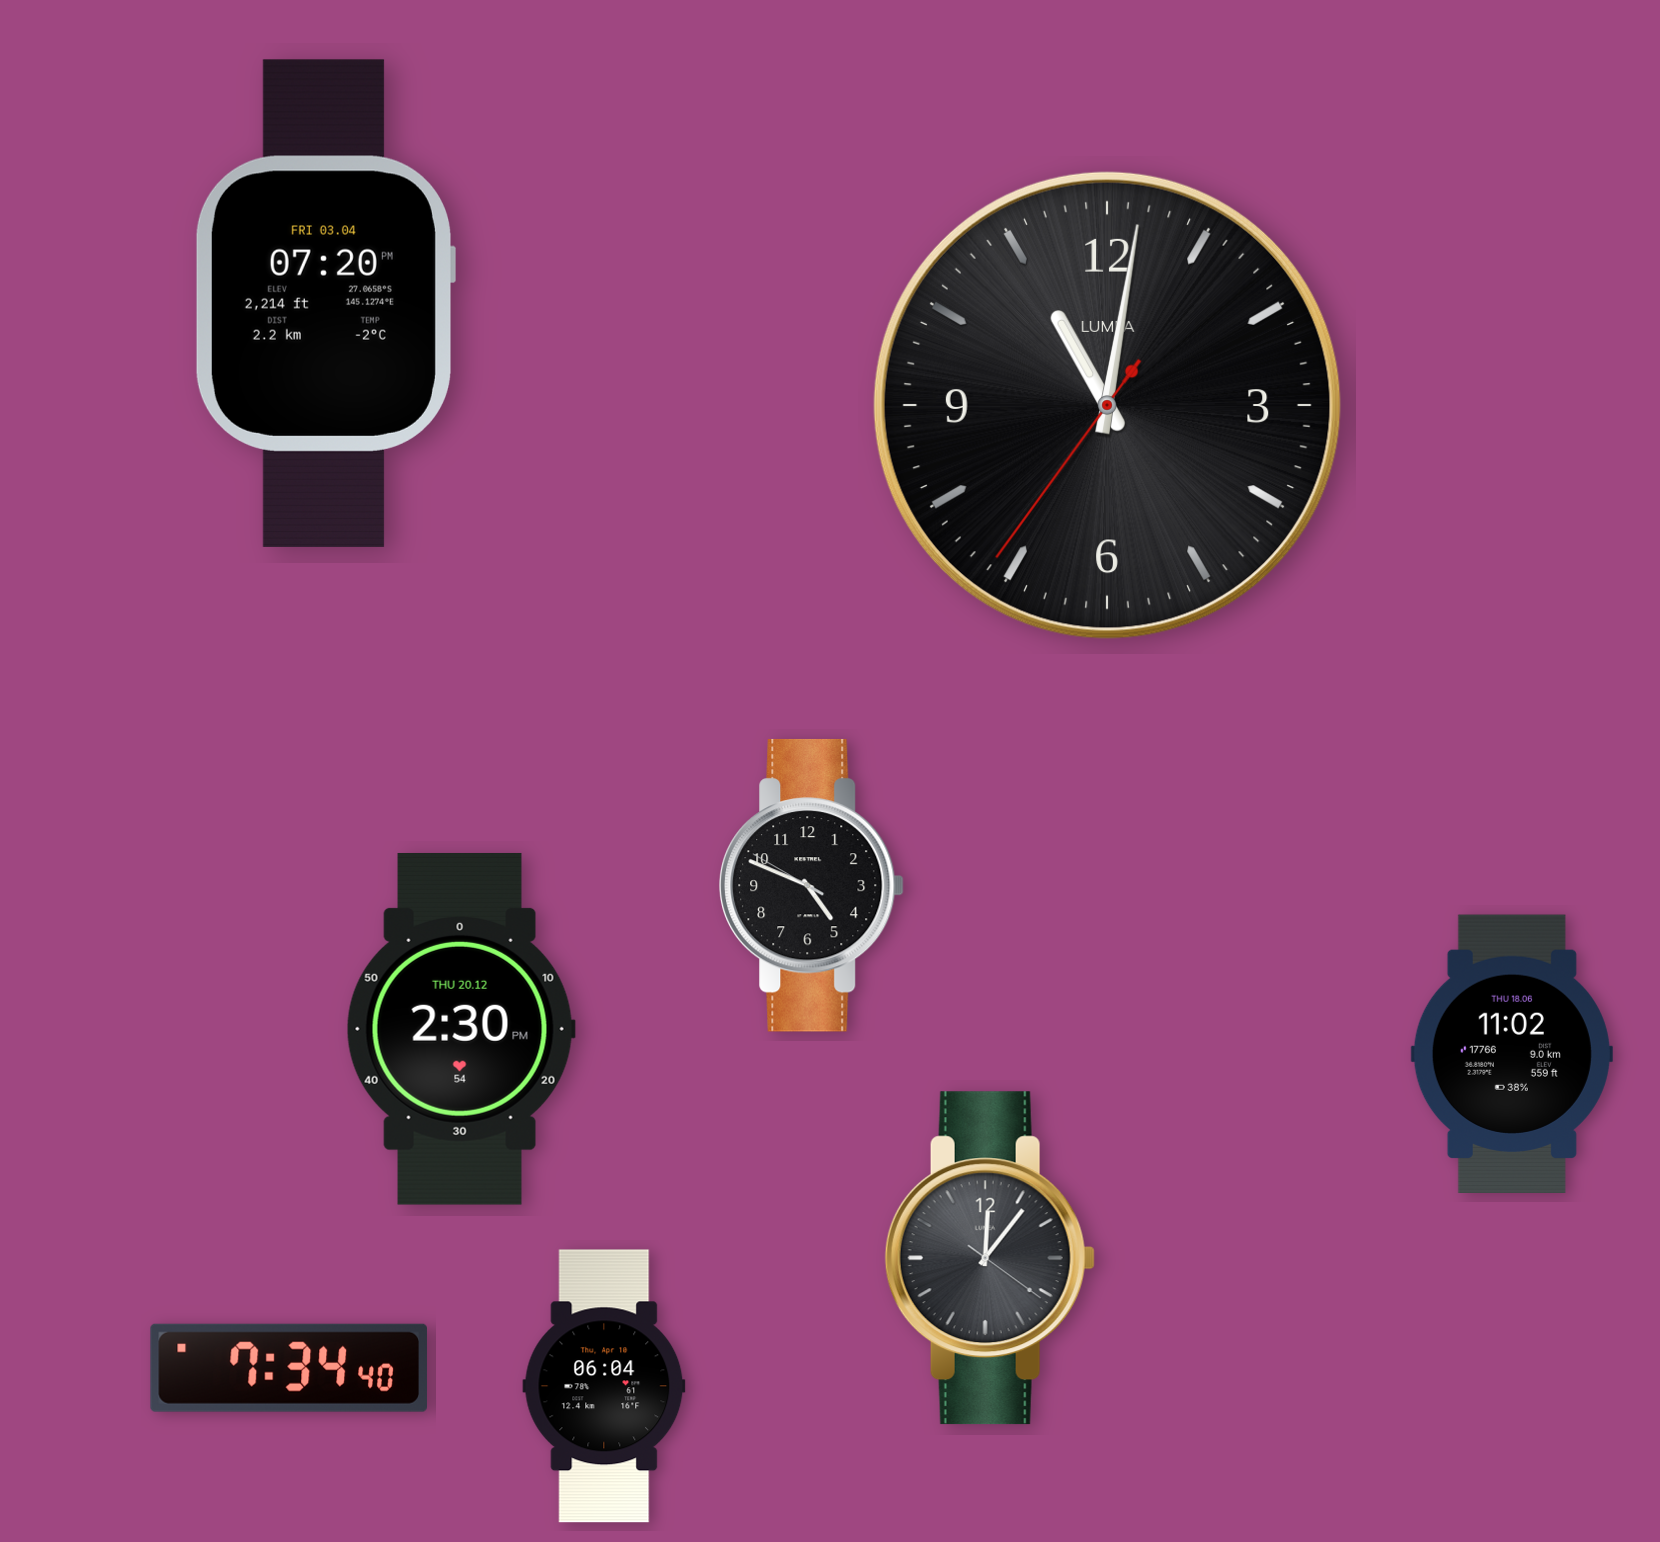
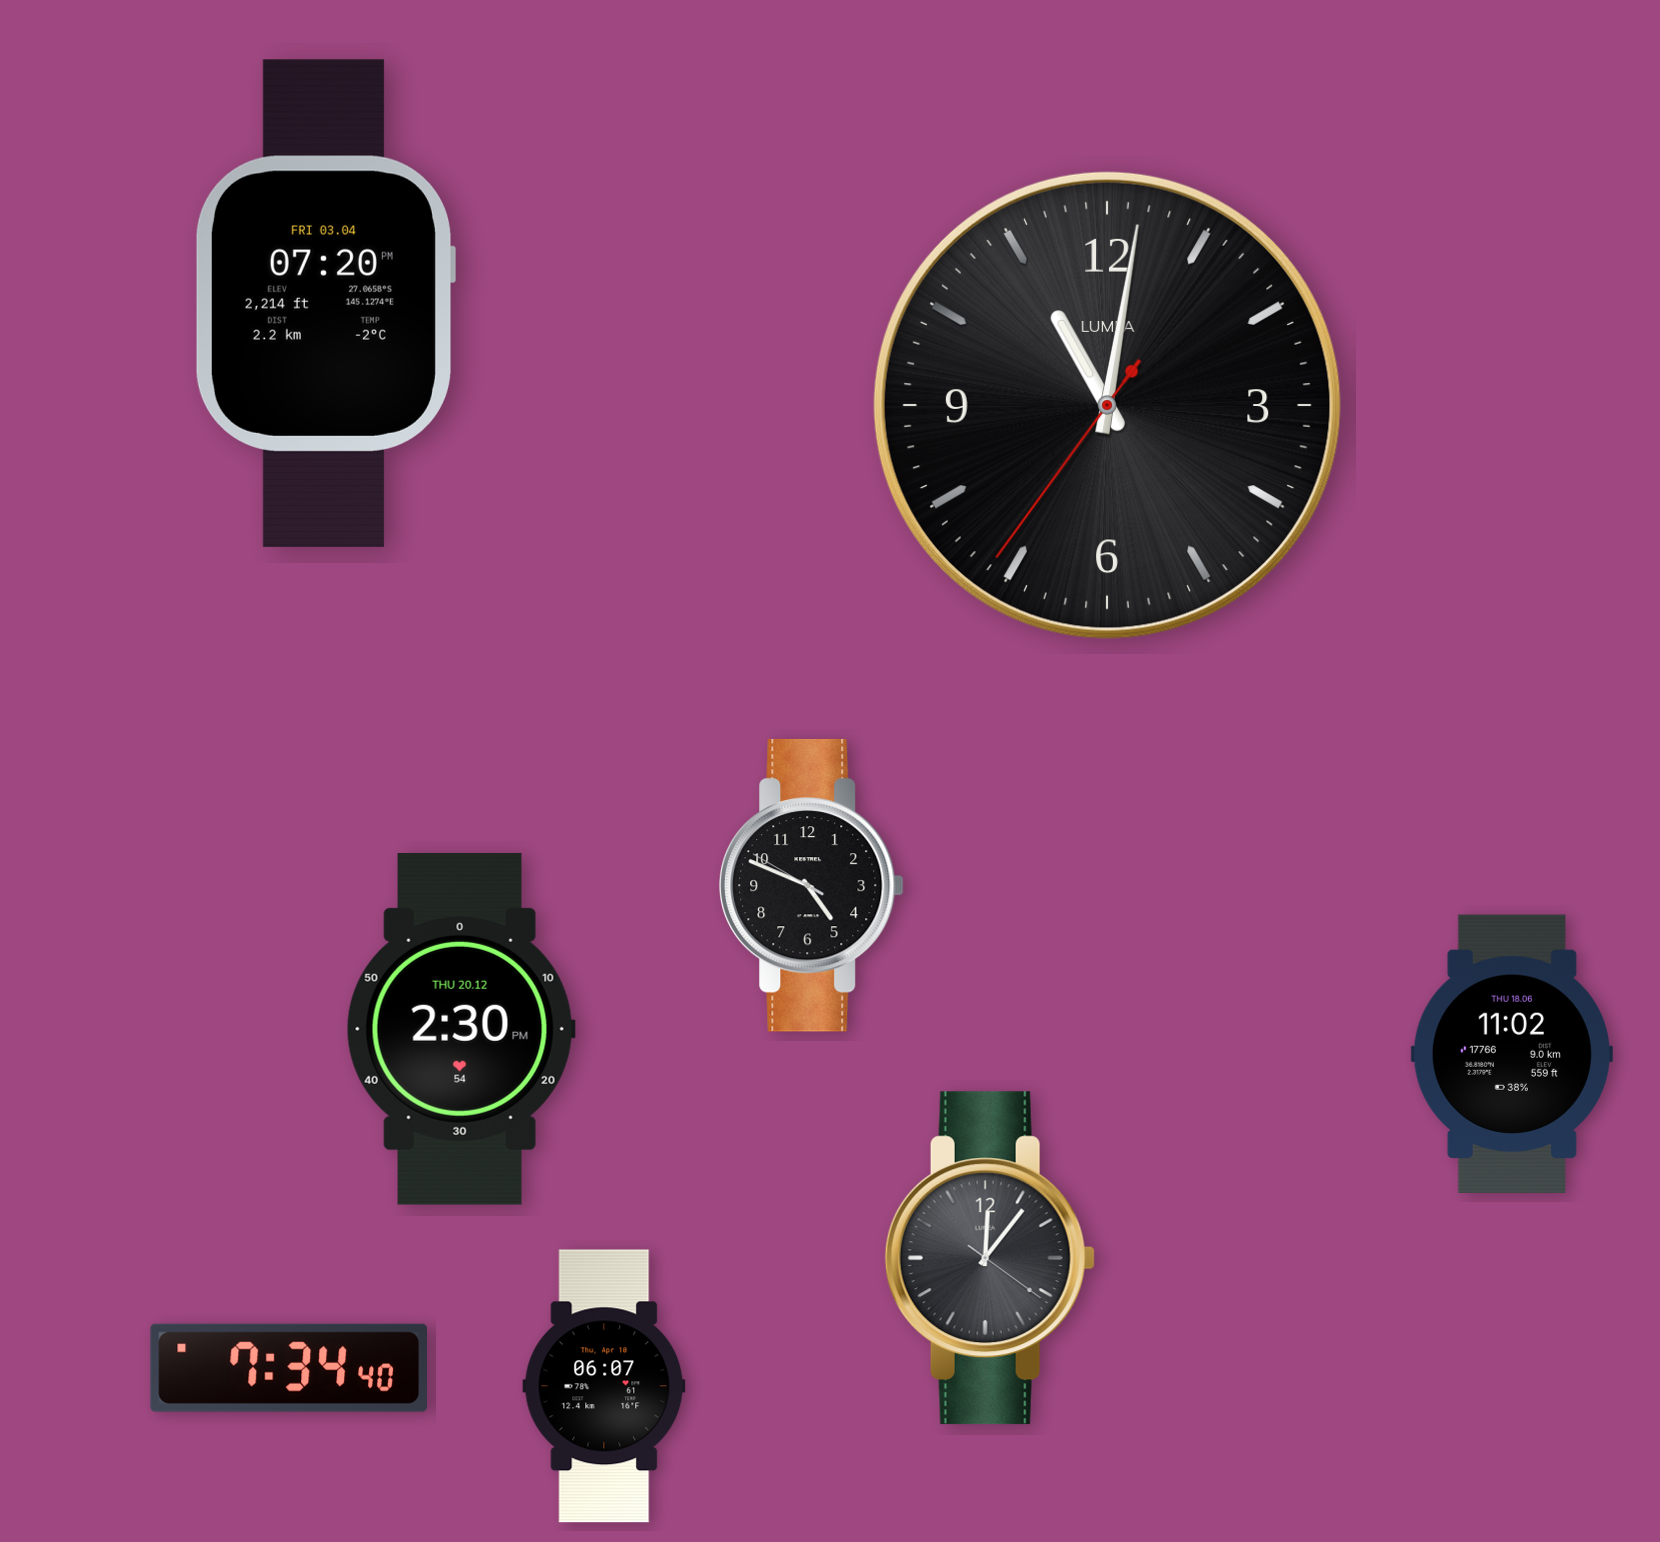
clock at (604, 1386): 06:04 -> 06:07
